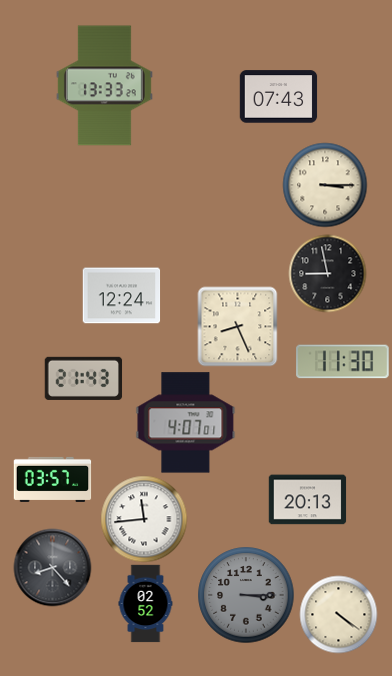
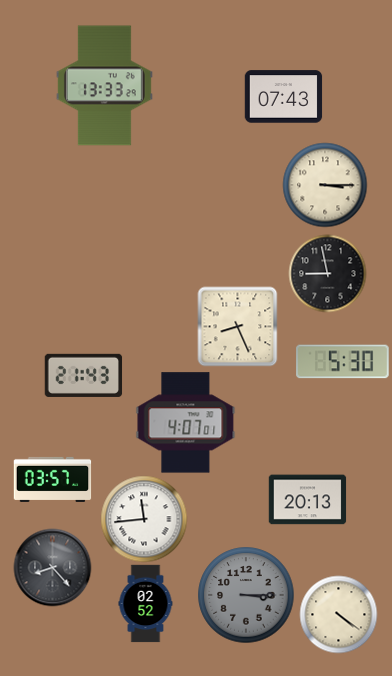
clock at (278, 97) position: (278, 97) -> (283, 97)
clock at (121, 296): 12:24 -> none
clock at (343, 362): 11:30 -> 5:30
clock at (83, 378) position: (83, 378) -> (83, 375)
